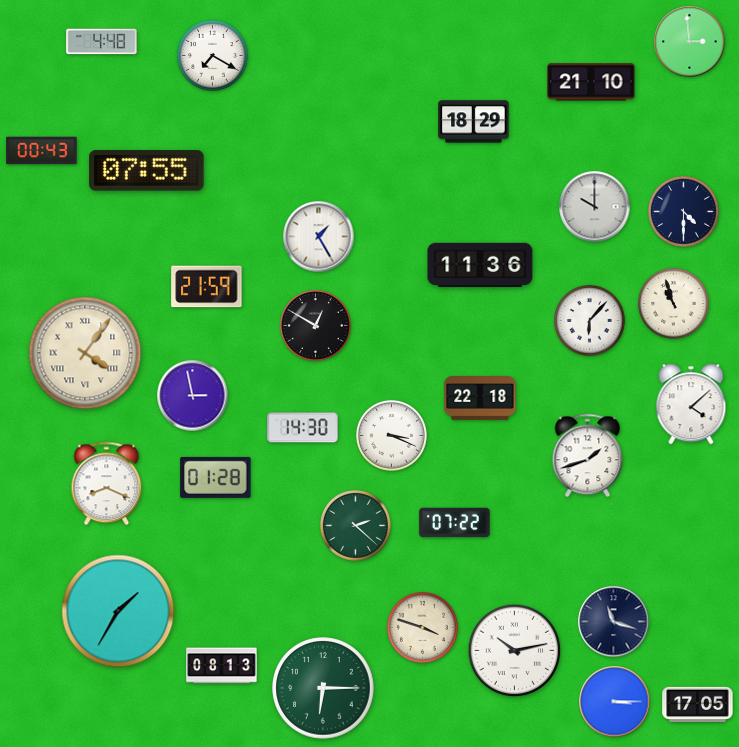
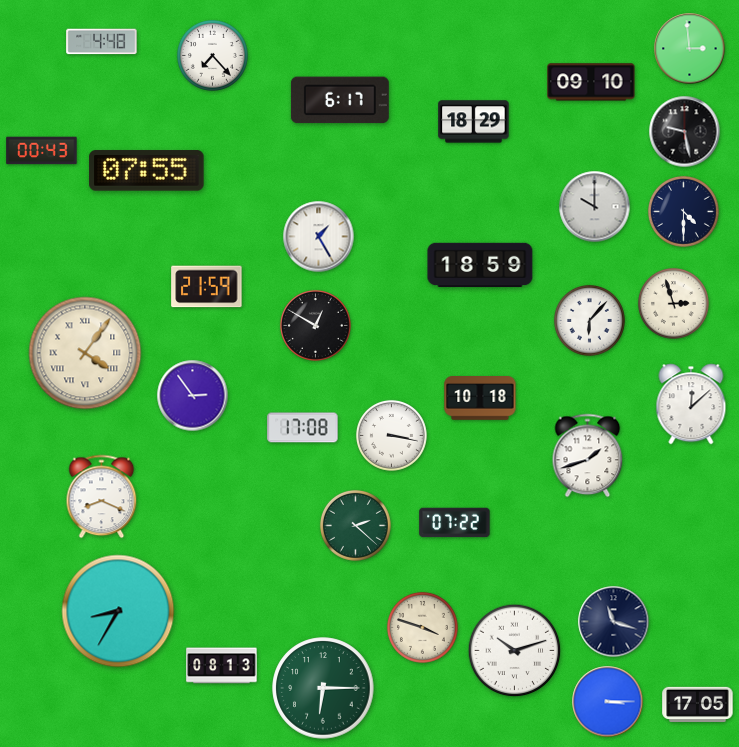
clock at (690, 42) position: (690, 42) -> (690, 49)
clock at (212, 55): 7:20 -> 7:23
clock at (591, 82): 21:10 -> 09:10
clock at (340, 100): none -> 6:17
clock at (685, 132): none -> 9:28
clock at (480, 265): 11:36 -> 18:59
clock at (673, 303): 10:57 -> 2:57
clock at (193, 396): 2:58 -> 2:54
clock at (480, 398): 22:18 -> 10:18
clock at (691, 404): 4:08 -> 12:08
clock at (303, 428): 14:30 -> 17:08
clock at (391, 435): 3:19 -> 3:17
clock at (216, 477): 01:28 -> none
clock at (107, 484) position: (107, 484) -> (102, 497)
clock at (118, 611): 1:35 -> 8:35
clock at (515, 651): 10:13 -> 10:12
clock at (615, 702) position: (615, 702) -> (608, 702)
